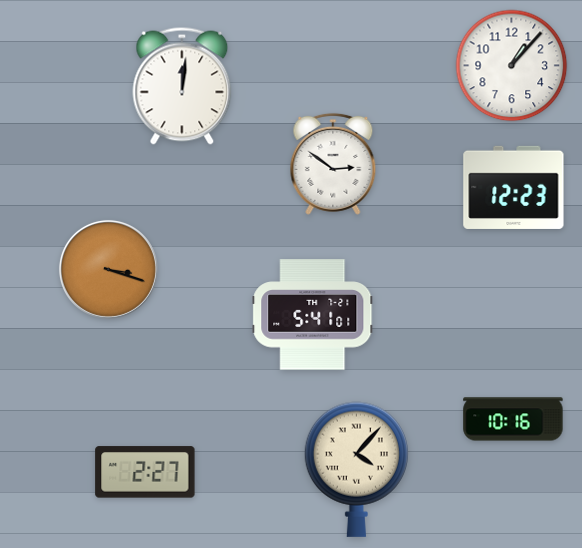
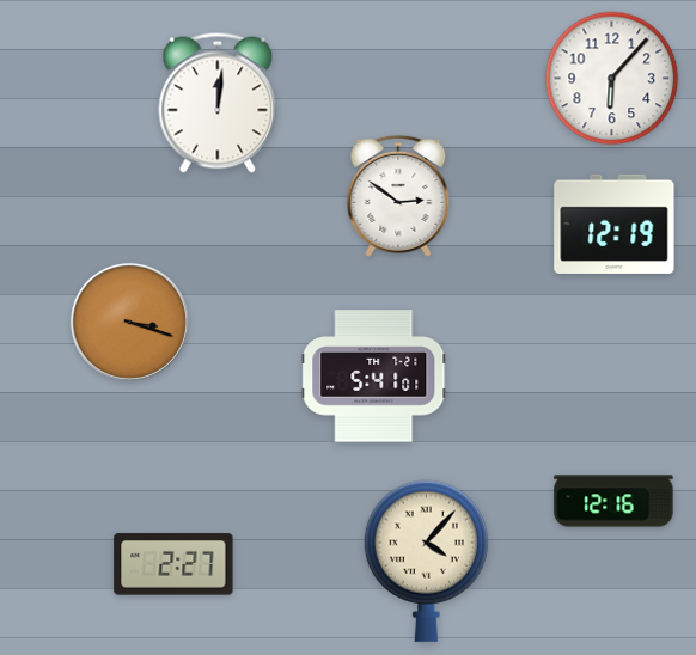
clock at (512, 66): 1:07 -> 6:07
clock at (514, 187): 12:23 -> 12:19
clock at (513, 419): 10:16 -> 12:16
